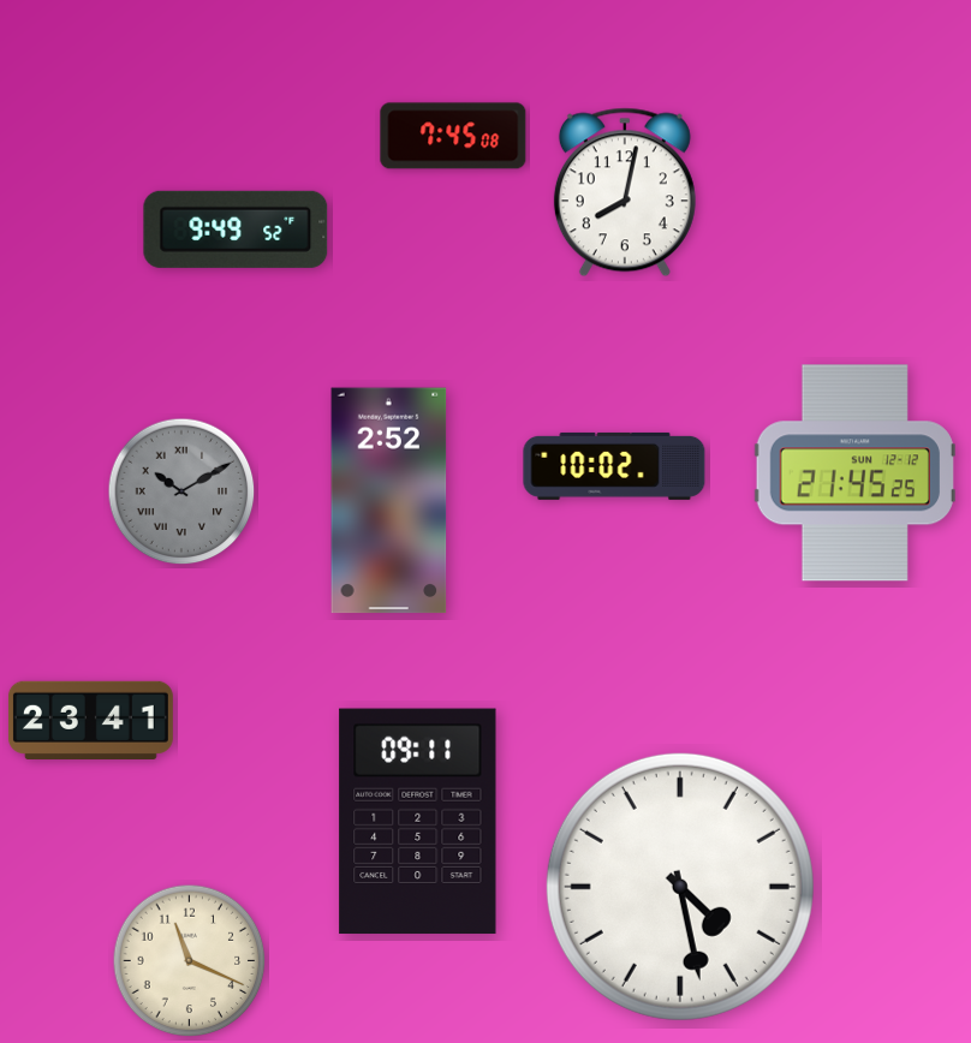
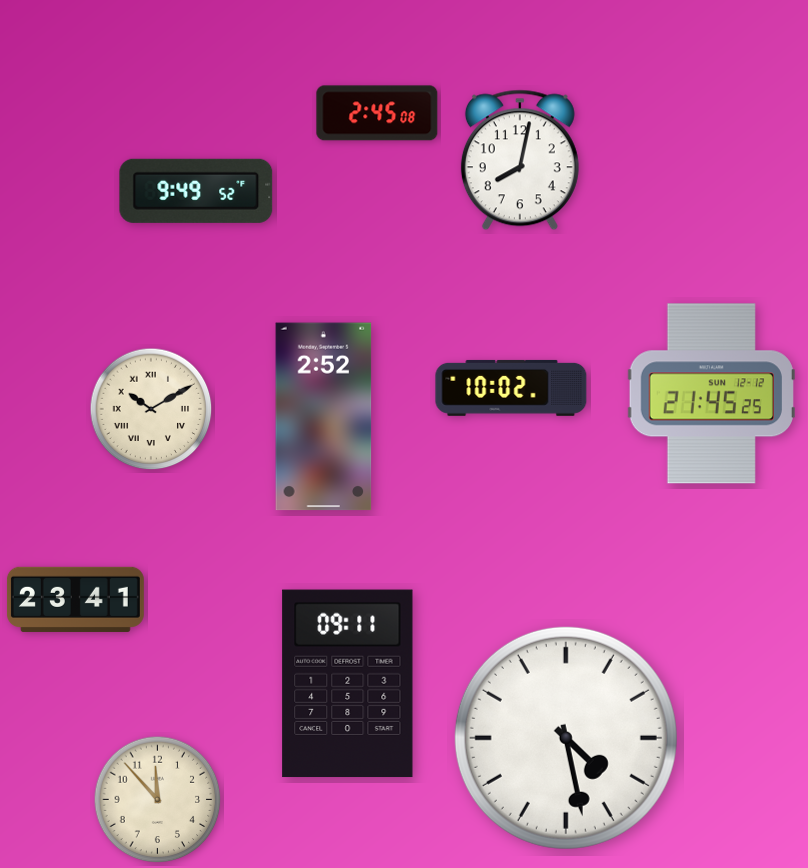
clock at (453, 136): 7:45 -> 2:45
clock at (181, 491) dial: grey -> cream
clock at (190, 961): 11:19 -> 11:53
